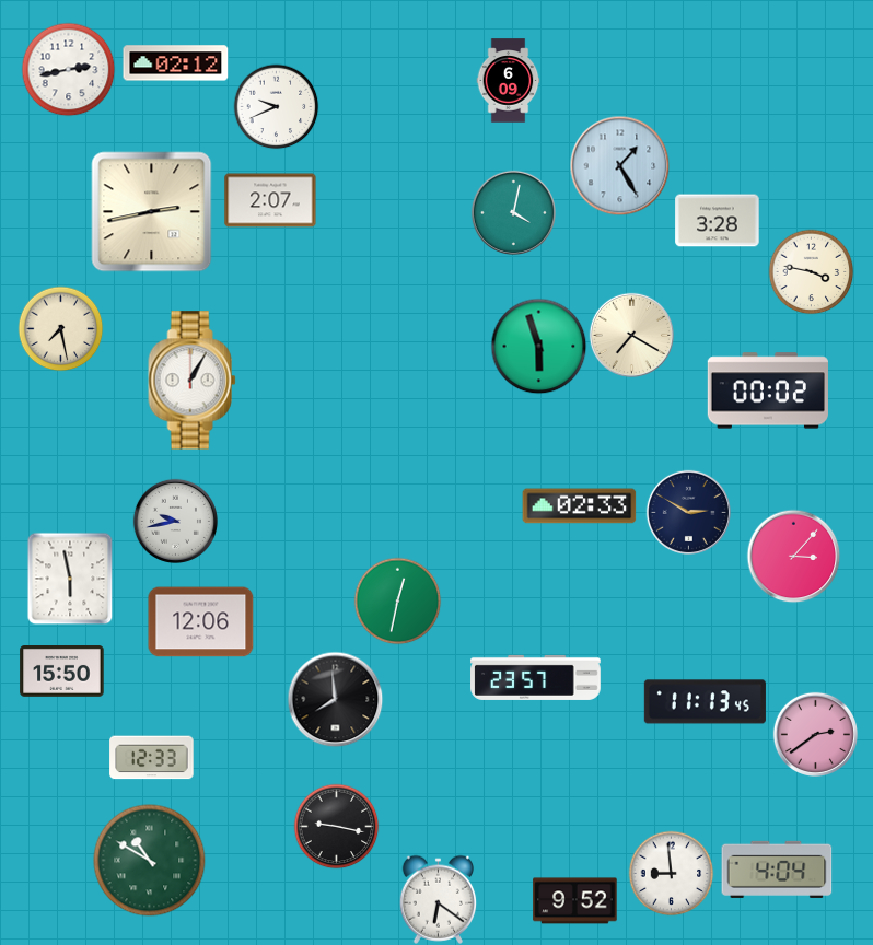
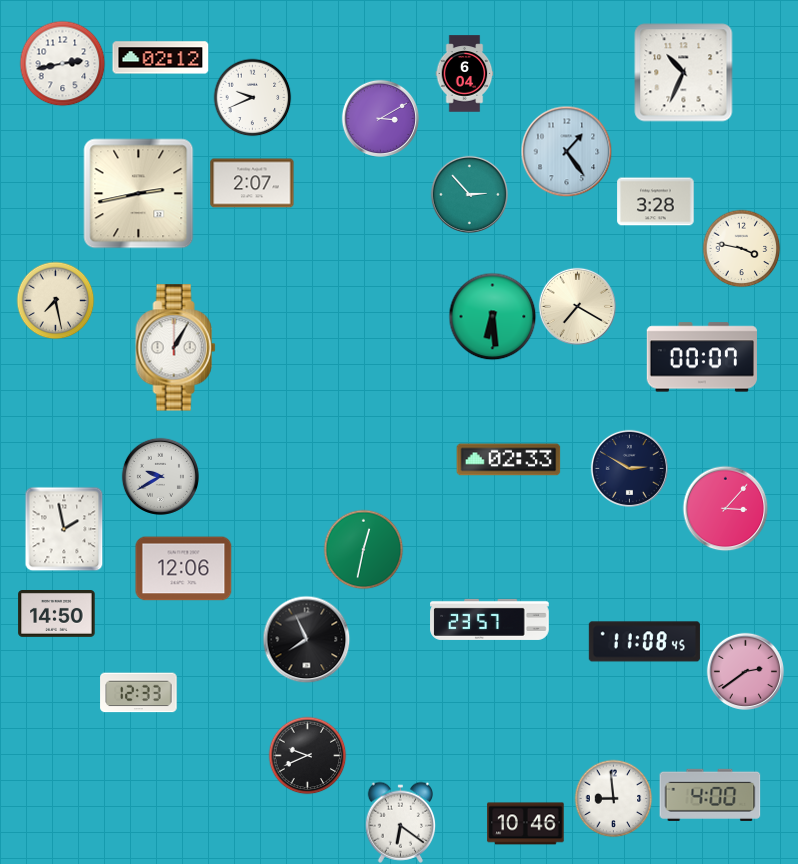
clock at (684, 73): none -> 10:34
clock at (509, 81): 6:09 -> 6:04
clock at (380, 118): none -> 3:10
clock at (619, 165): 1:25 -> 1:24
clock at (270, 200) position: (270, 200) -> (252, 183)
clock at (513, 212): 4:02 -> 2:53
clock at (538, 346): 5:57 -> 6:29
clock at (768, 390): 00:02 -> 00:07
clock at (580, 506) position: (580, 506) -> (509, 460)
clock at (175, 521): 9:43 -> 9:40
clock at (70, 579): 5:58 -> 1:58
clock at (62, 672): 15:50 -> 14:50
clock at (335, 699): 7:59 -> 7:56
clock at (705, 702): 11:13 -> 11:08
clock at (336, 826): 9:17 -> 9:41
clock at (150, 861): 10:50 -> none
clock at (777, 870): 4:04 -> 4:00
clock at (575, 901): 9:52 -> 10:46
